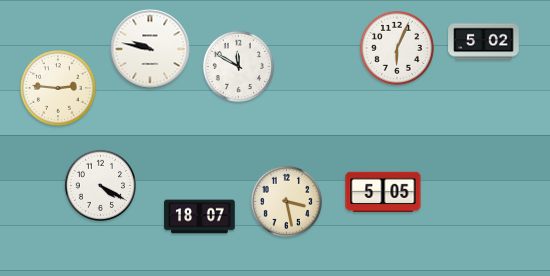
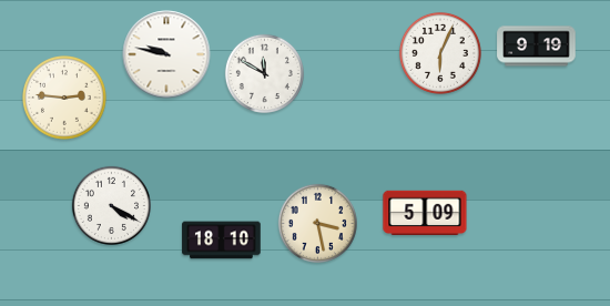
clock at (484, 42): 5:02 -> 9:19
clock at (383, 192): 5:05 -> 5:09
clock at (200, 217): 18:07 -> 18:10
